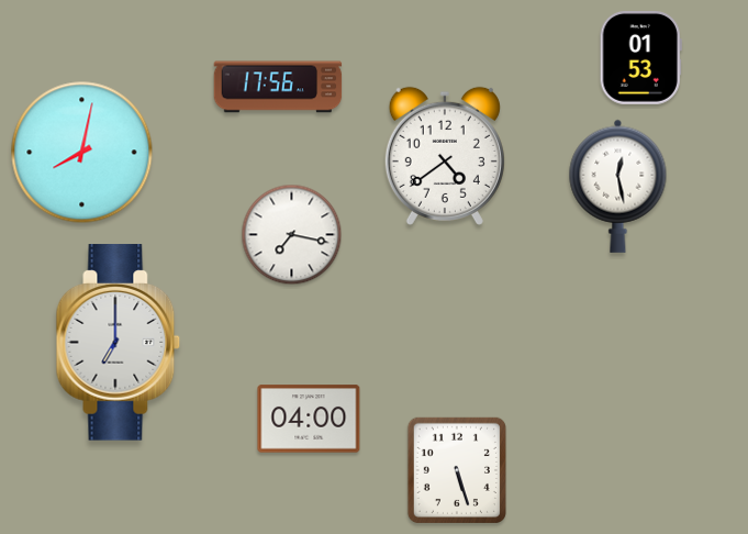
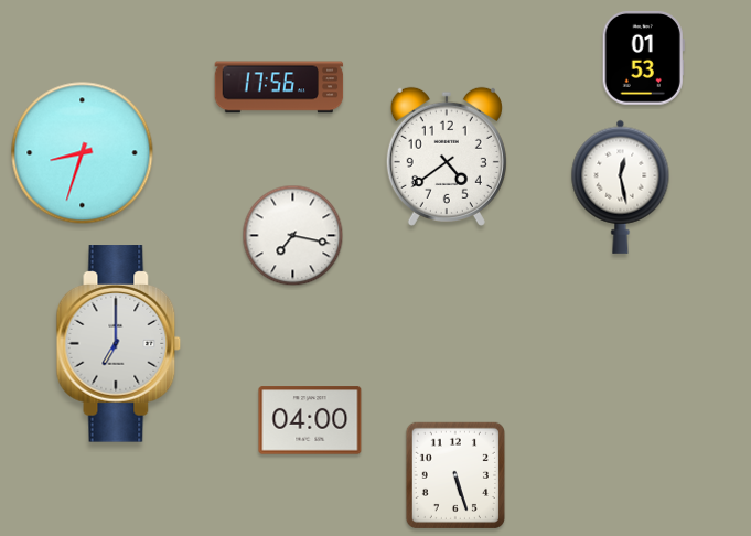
clock at (82, 153): 8:02 -> 8:33
clock at (457, 470) position: (457, 470) -> (455, 475)
